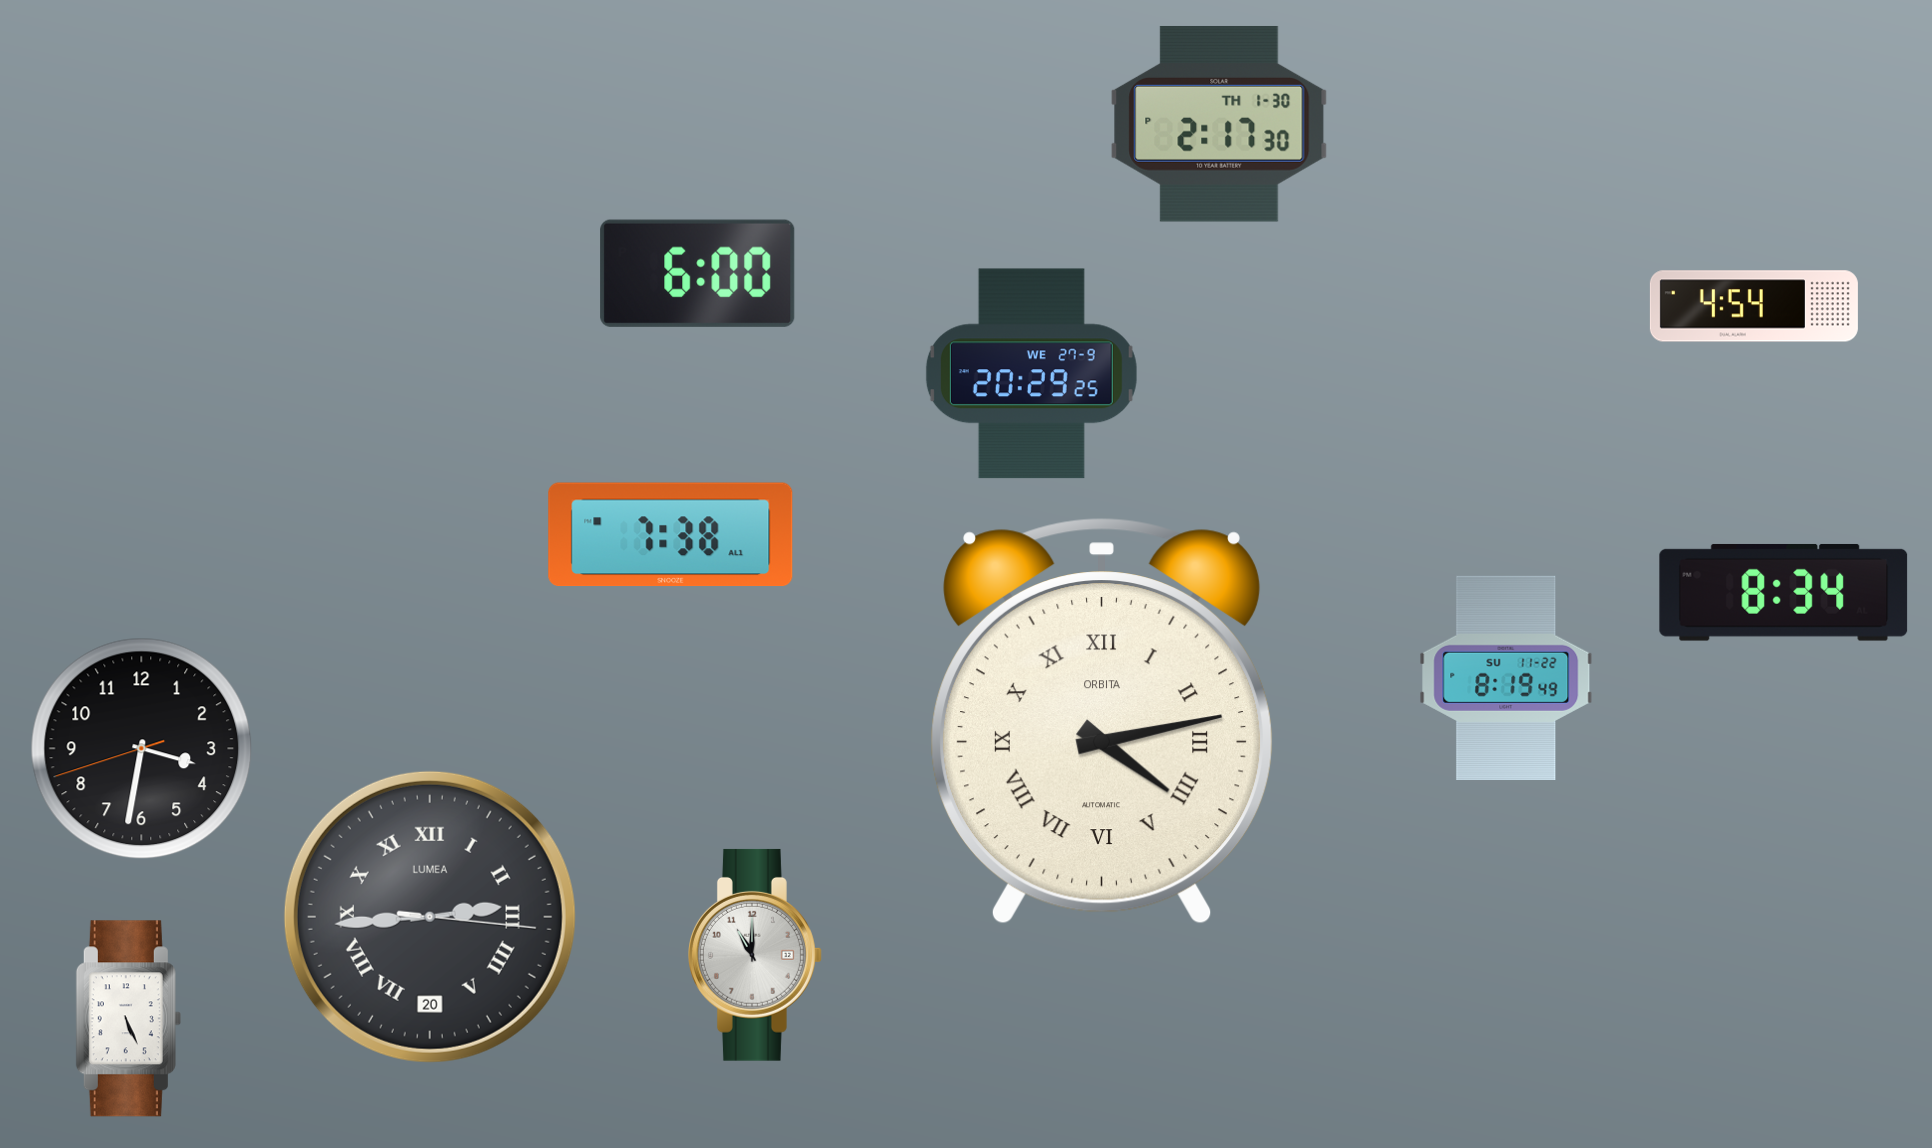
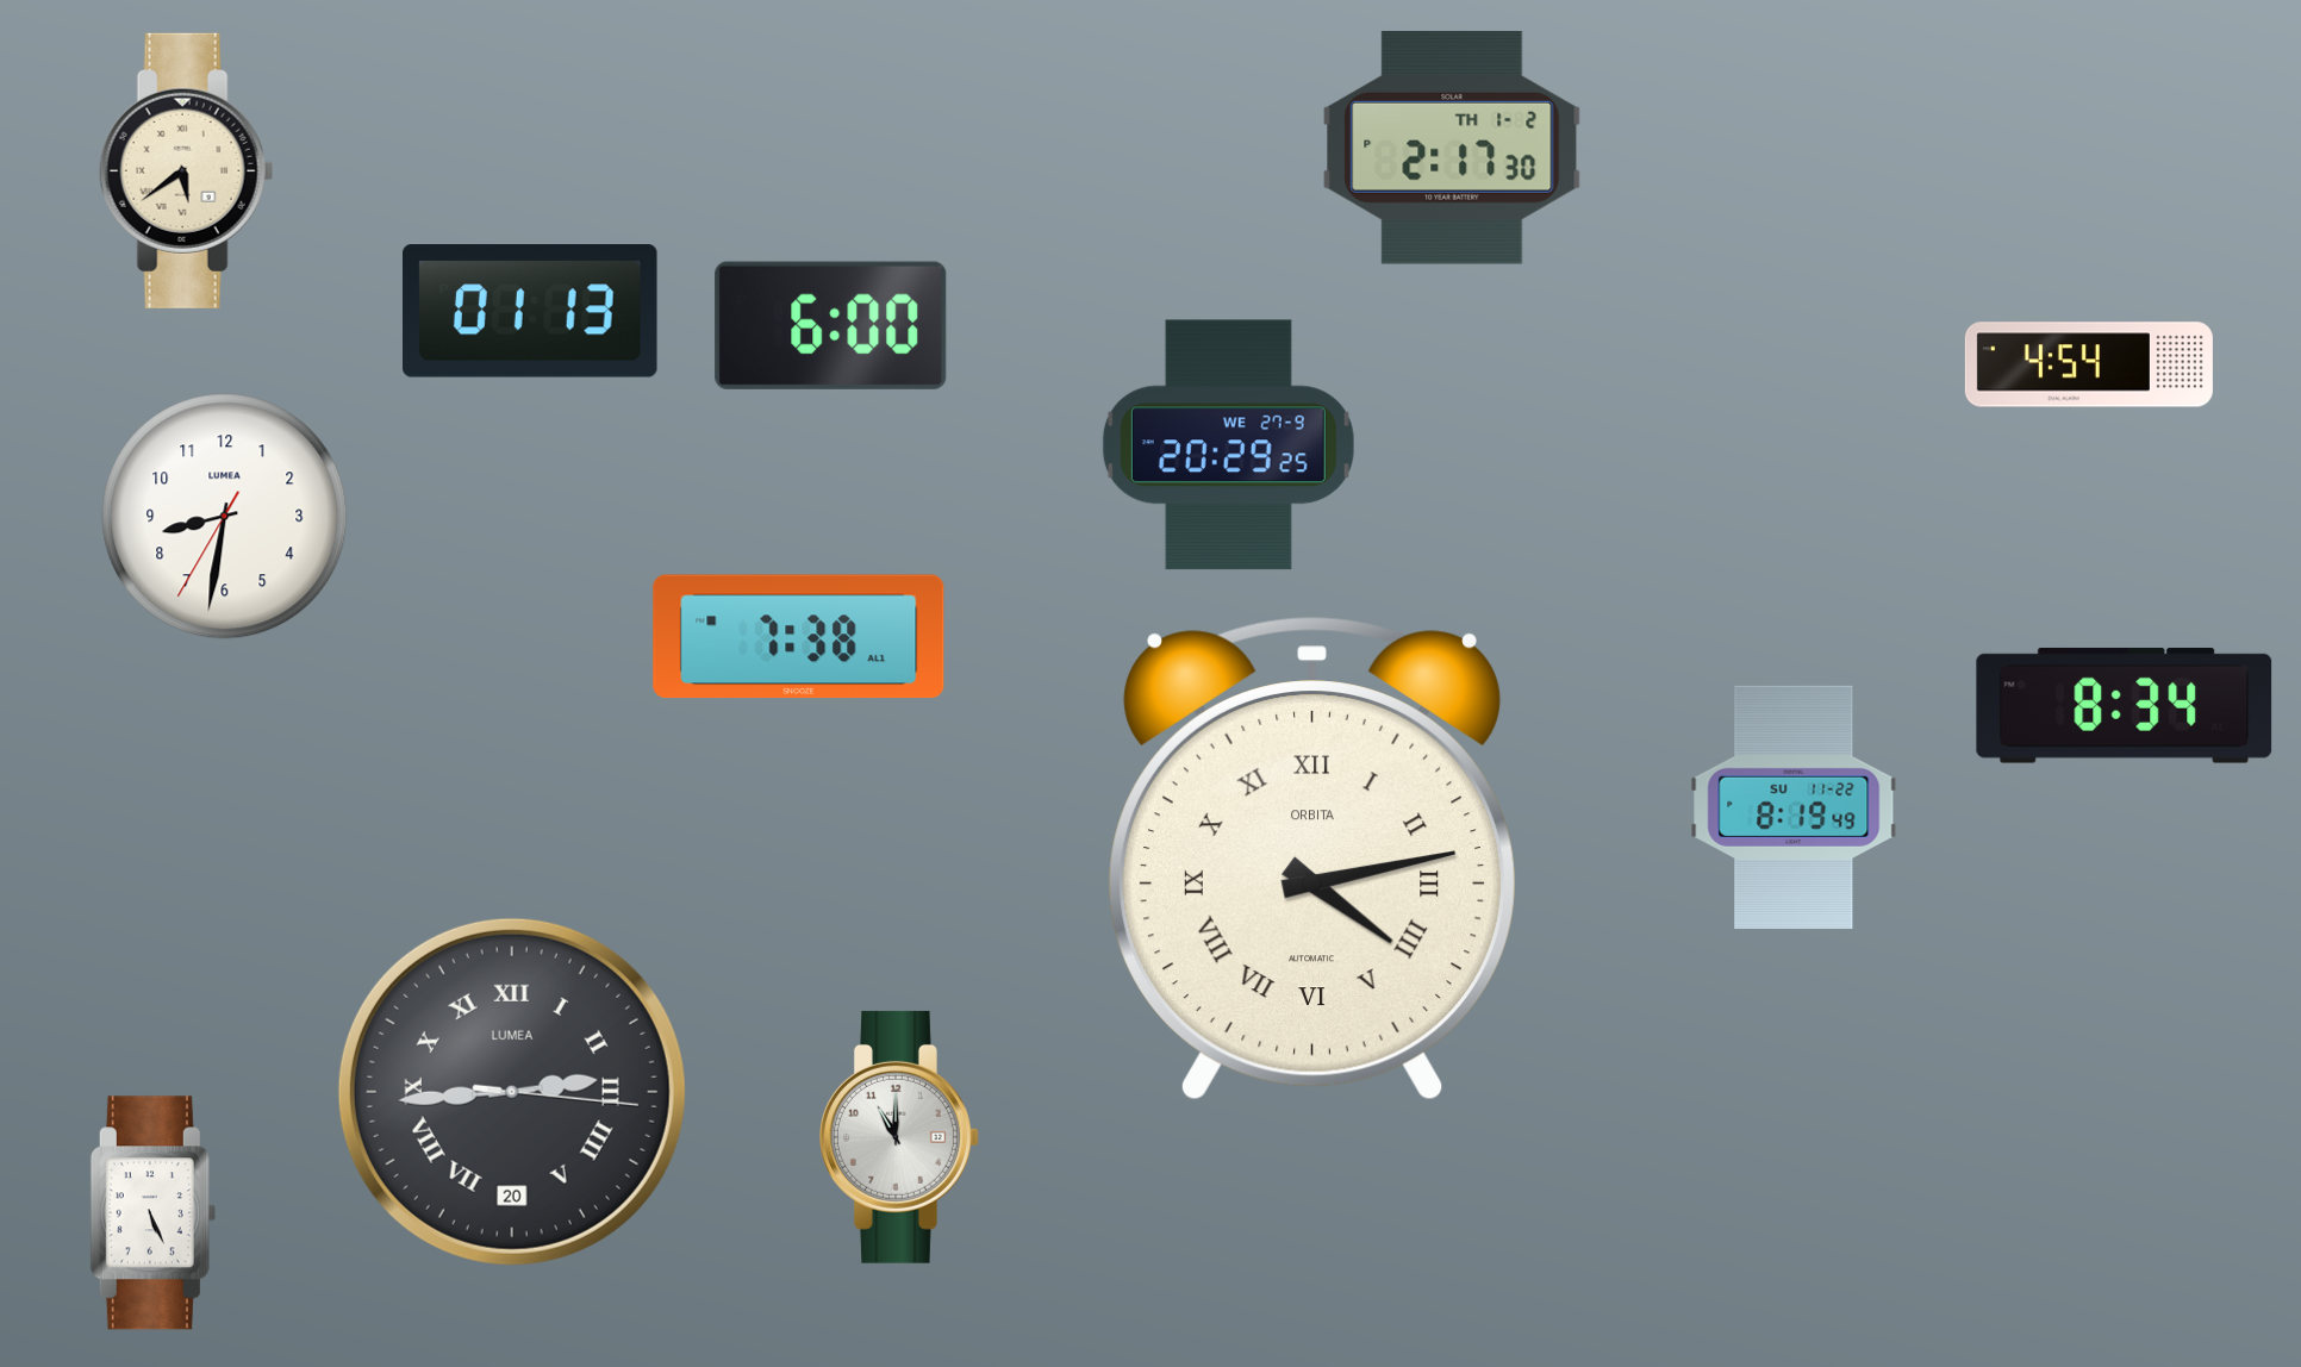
clock at (1219, 124) date: TH 1-30 -> TH 1-2
clock at (187, 170): none -> 5:39
clock at (531, 311): none -> 01:13
clock at (225, 517): none -> 8:31
clock at (142, 749): 3:31 -> none
